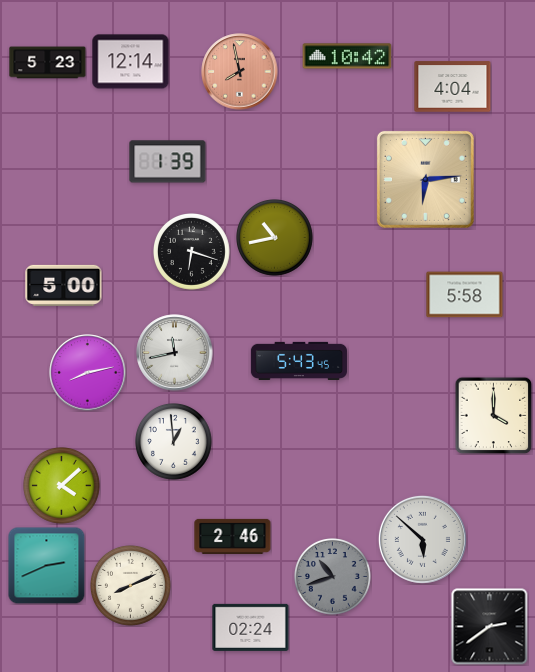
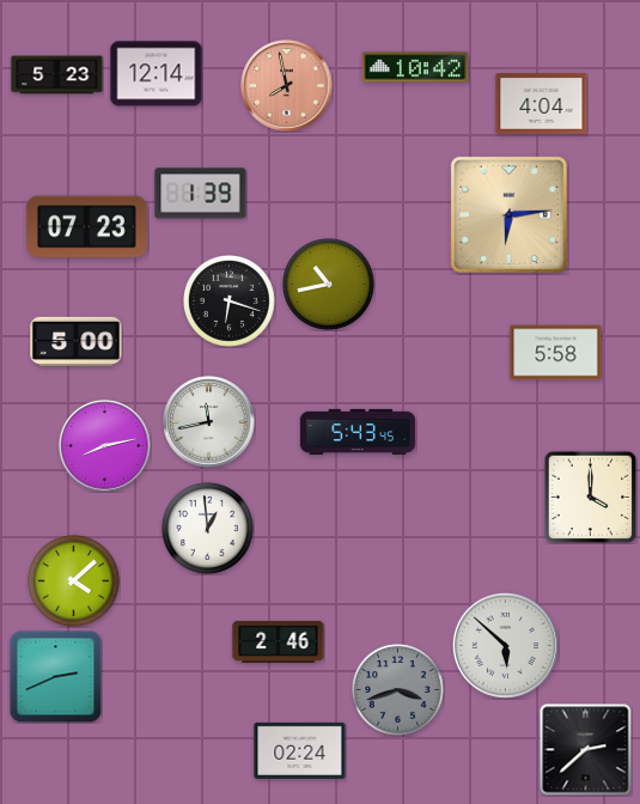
clock at (86, 227): none -> 07:23
clock at (333, 577): 10:42 -> 3:42
clock at (130, 585): 8:11 -> none
clock at (490, 627): 2:39 -> 2:38
